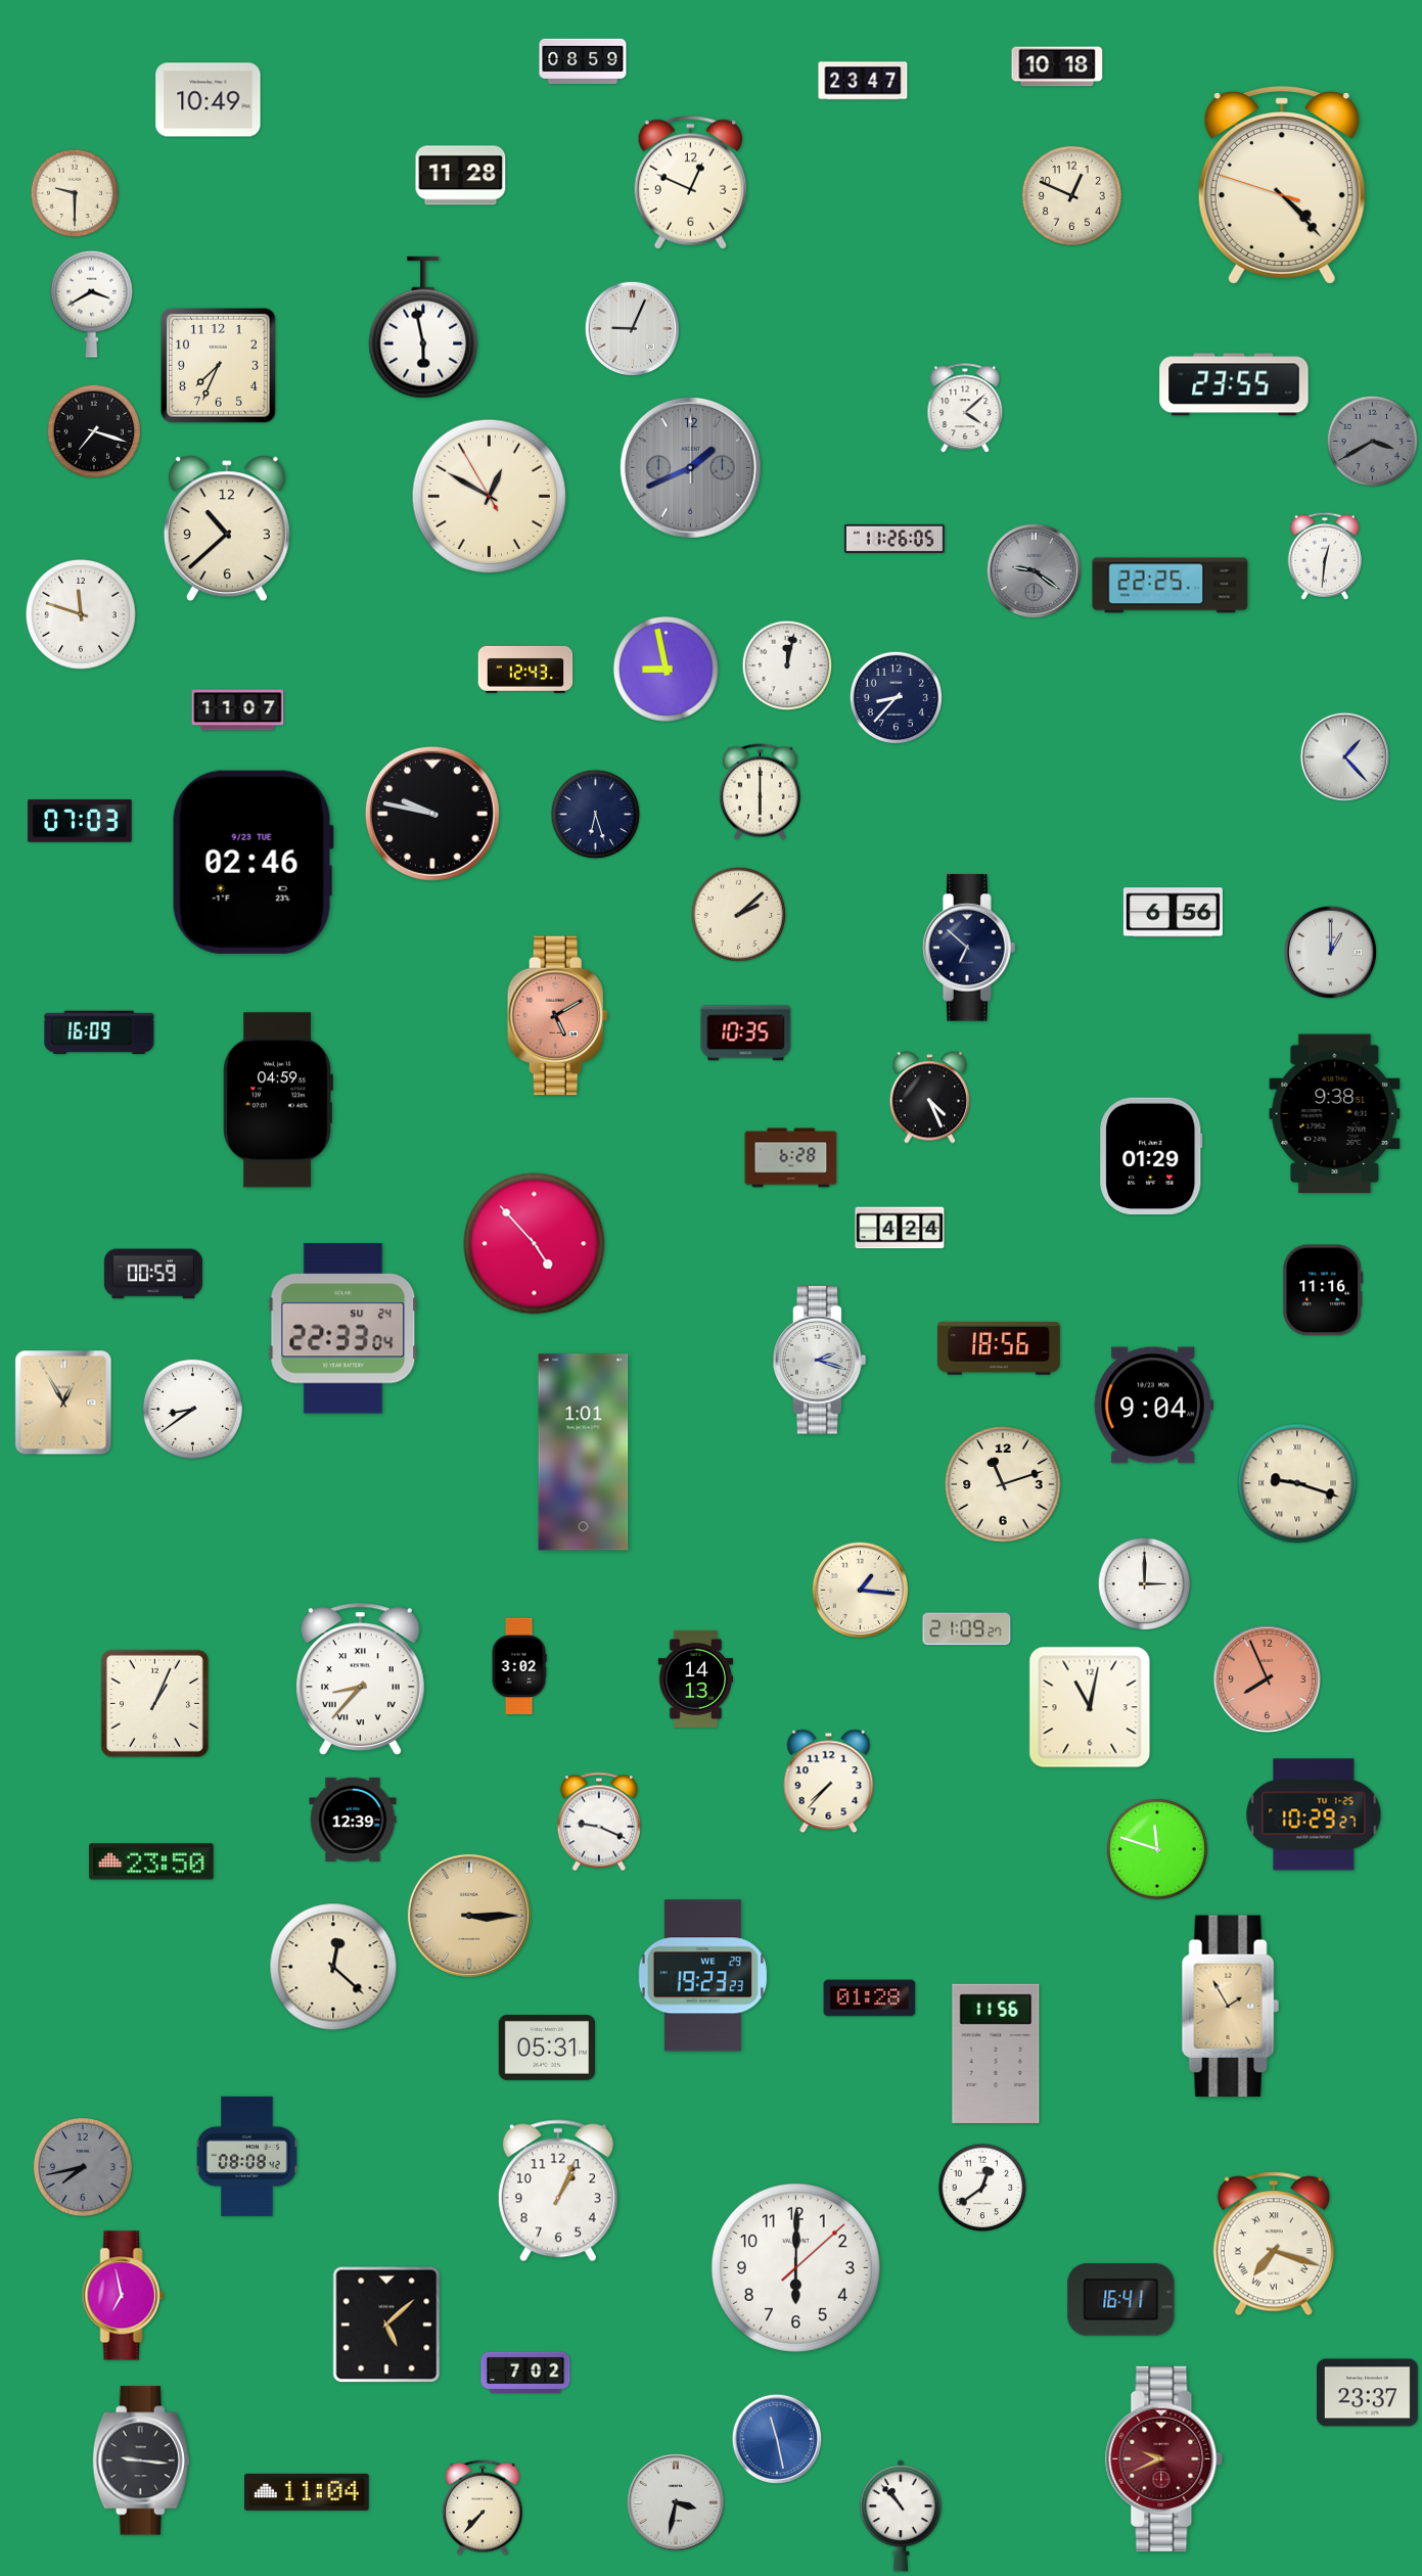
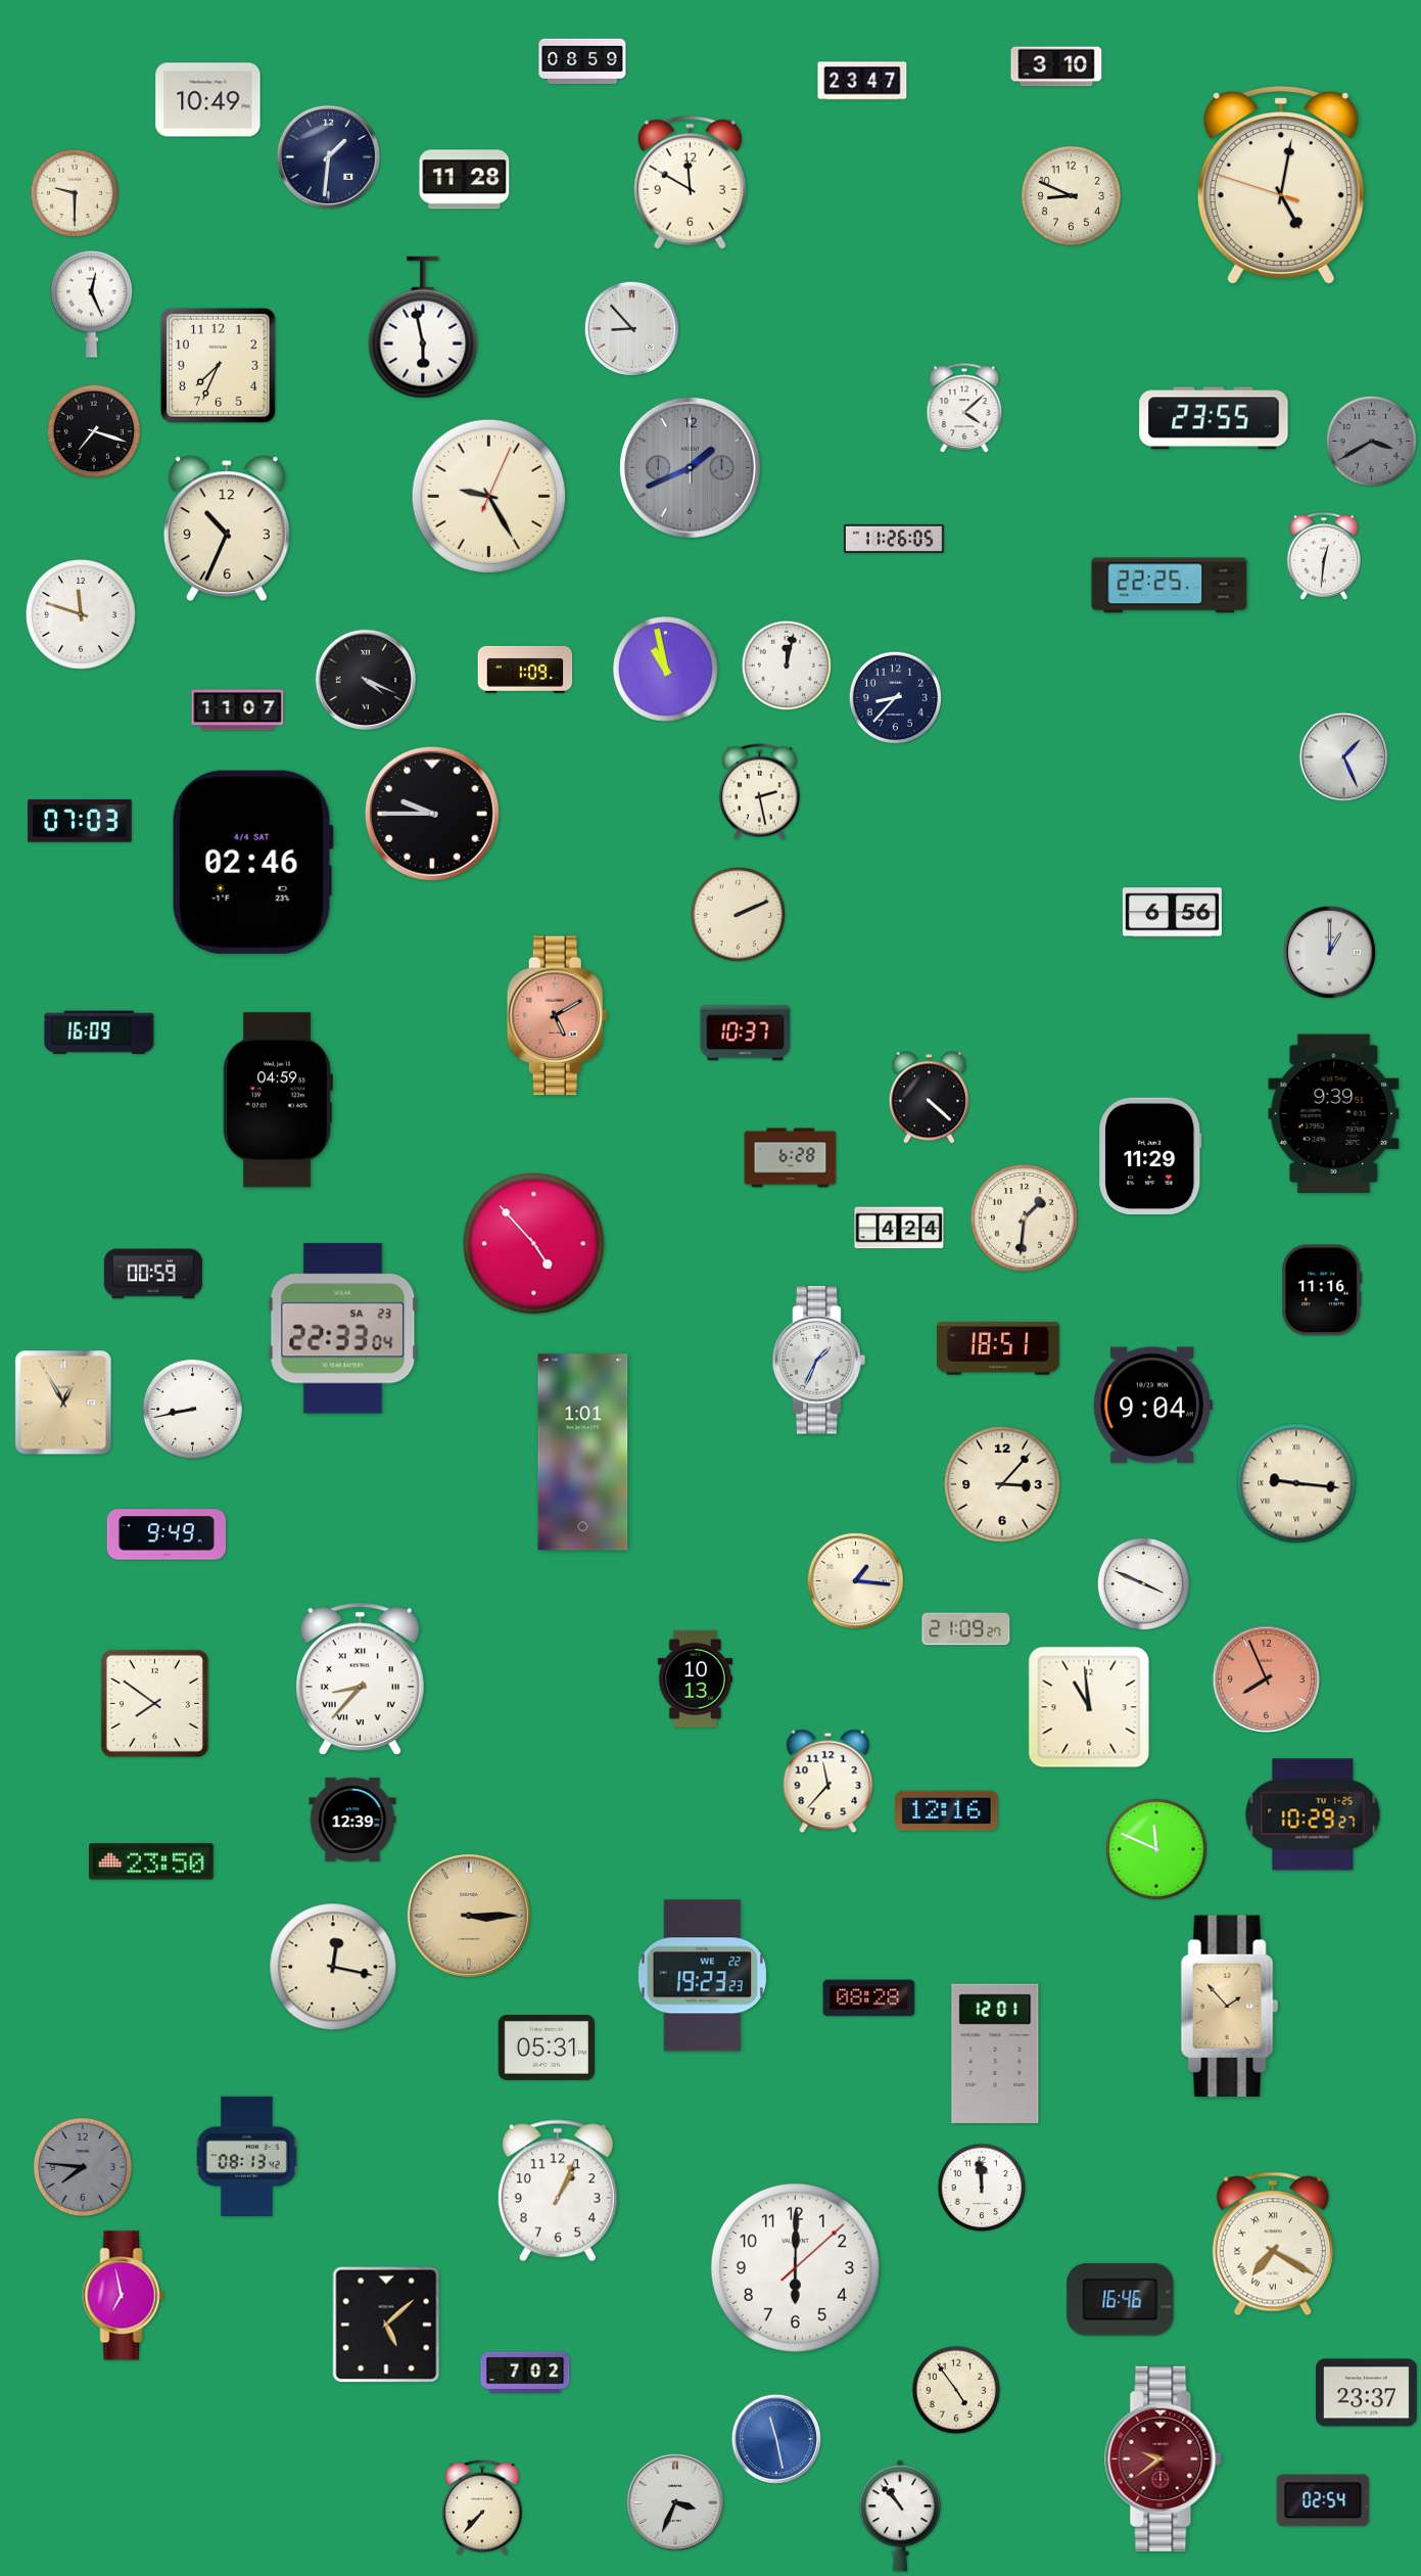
clock at (1057, 66): 10:18 -> 3:10
clock at (328, 156): none -> 1:31
clock at (461, 176) position: (461, 176) -> (465, 180)
clock at (690, 182): 12:49 -> 11:50
clock at (1282, 185): 4:22 -> 5:01
clock at (1071, 195): 12:49 -> 8:49
clock at (91, 304): 3:40 -> 12:26
clock at (632, 328): 9:04 -> 8:53
clock at (1234, 384) position: (1234, 384) -> (1214, 418)
clock at (489, 496): 12:49 -> 9:25
clock at (227, 528): 10:38 -> 10:34
clock at (1034, 570): 9:21 -> none
clock at (666, 669): 8:58 -> 10:58
clock at (525, 670): 12:43 -> 1:09
clock at (366, 680): none -> 4:19
clock at (1345, 757): 1:23 -> 1:26
clock at (760, 792): 6:00 -> 2:28
clock at (432, 814): 9:47 -> 9:45
clock at (596, 815): 6:27 -> none
clock at (253, 862) date: 9/23 TUE -> 4/4 SAT
clock at (738, 914): 2:08 -> 2:11
clock at (969, 948): 6:52 -> none
clock at (746, 1033): 10:35 -> 10:37
clock at (929, 1098): 4:26 -> 4:22
clock at (1335, 1114): 9:38 -> 9:39
clock at (1151, 1156): 01:29 -> 11:29
clock at (1025, 1218): none -> 1:31
clock at (343, 1329) date: SU 24 -> SA 23
clock at (999, 1348): 18:56 -> 18:51
clock at (820, 1361): 2:18 -> 1:34
clock at (192, 1409): 8:39 -> 8:43
clock at (1297, 1483): 9:18 -> 9:16
clock at (1003, 1484): 11:12 -> 3:07
clock at (167, 1534): none -> 9:49
clock at (1144, 1583): 3:00 -> 3:49
clock at (860, 1590) position: (860, 1590) -> (855, 1580)
clock at (519, 1666): 3:02 -> none
clock at (695, 1678): 14:13 -> 10:13
clock at (154, 1703): 1:04 -> 7:51
clock at (1090, 1707): 11:02 -> 10:59
clock at (829, 1782): 7:37 -> 11:37
clock at (947, 1810): none -> 12:16
clock at (598, 1822): 9:19 -> none
clock at (1157, 1849): 11:48 -> 11:49
clock at (333, 1967): 12:22 -> 12:17
clock at (702, 1976) date: WE 29 -> WE 22
clock at (870, 1998): 01:28 -> 08:28
clock at (1230, 2007): 1:55 -> 1:53
clock at (996, 2053): 11:56 -> 12:01
clock at (247, 2156): 08:08 -> 08:13
clock at (83, 2167): 7:43 -> 7:46
clock at (982, 2188): 12:39 -> 11:59
clock at (1274, 2244): 7:18 -> 7:20
clock at (1121, 2300): 16:41 -> 16:46
clock at (956, 2390): none -> 4:54
clock at (1164, 2458): 9:41 -> 9:39
clock at (141, 2460): 9:16 -> none
clock at (307, 2492): 11:04 -> none
clock at (1323, 2500): none -> 02:54
clock at (675, 2501): 3:32 -> 3:34
